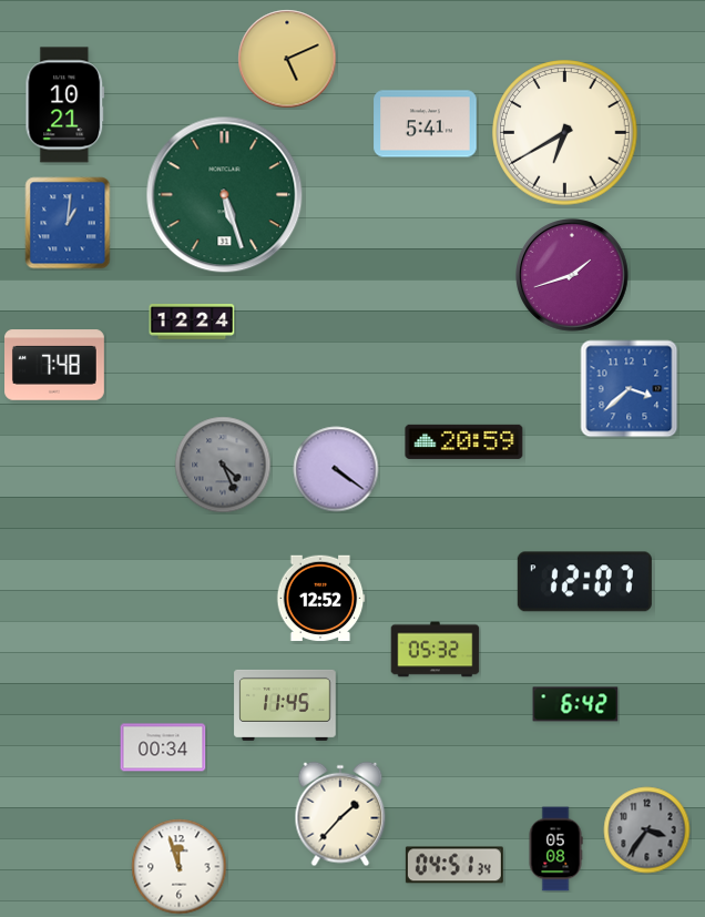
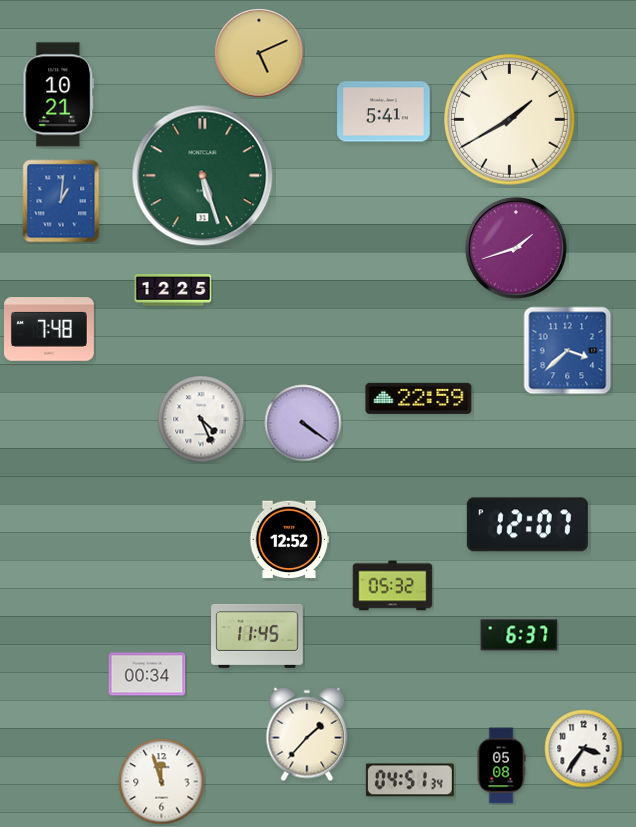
clock at (565, 133): 6:40 -> 1:40
clock at (192, 323): 12:24 -> 12:25
clock at (464, 441): 20:59 -> 22:59
clock at (223, 465) dial: grey -> white
clock at (575, 704): 6:42 -> 6:37
clock at (647, 831) dial: grey -> white
